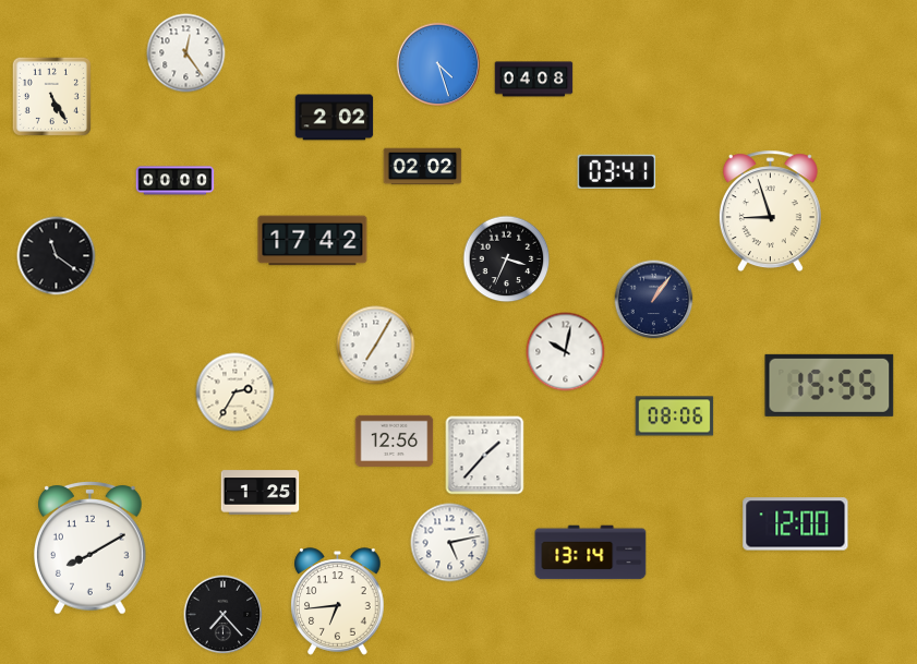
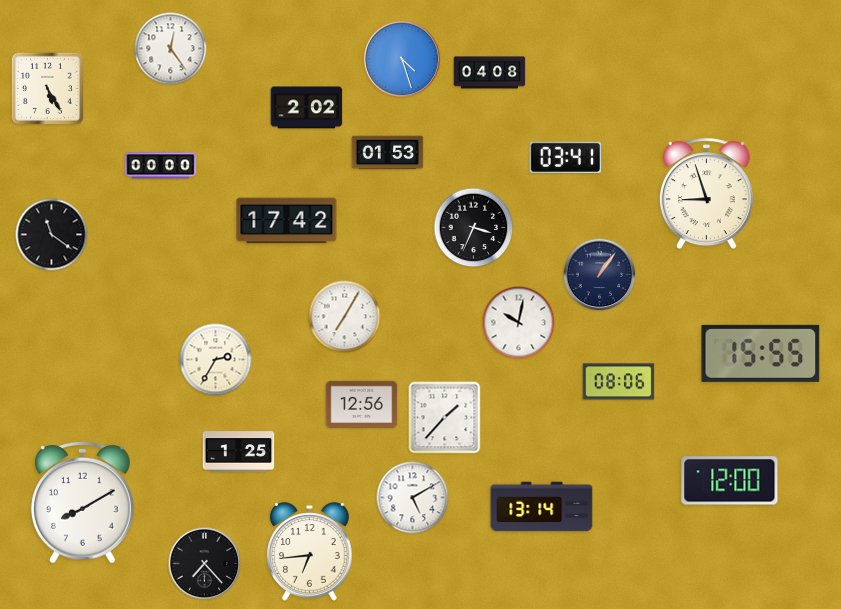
clock at (423, 167): 02:02 -> 01:53
clock at (507, 259) position: (507, 259) -> (474, 228)
clock at (450, 543): 5:13 -> 5:10
